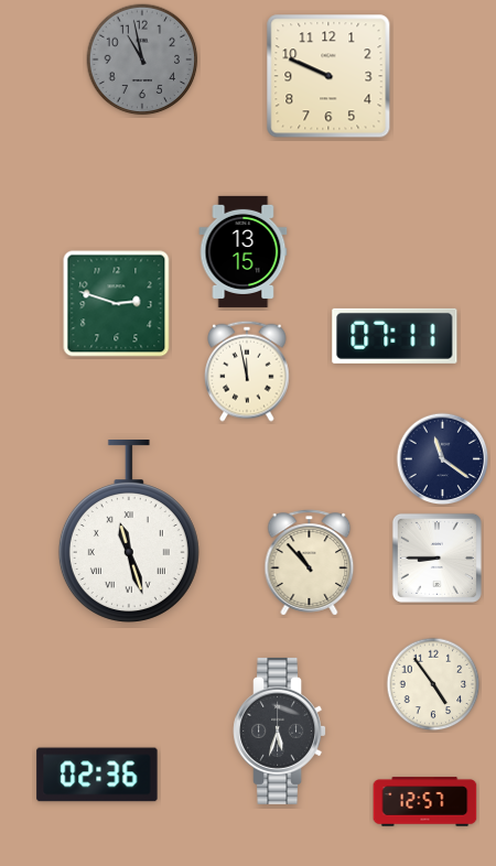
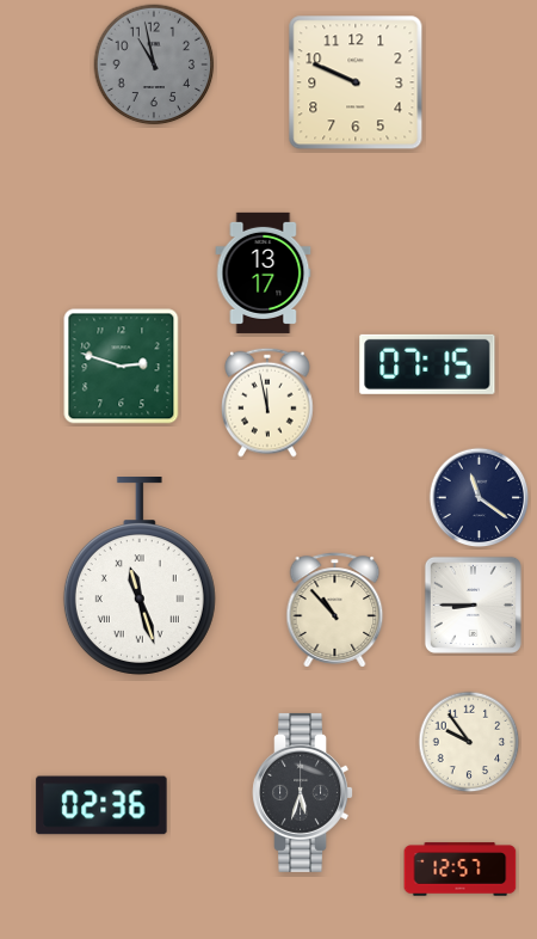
clock at (244, 251): 13:15 -> 13:17
clock at (117, 304) position: (117, 304) -> (122, 367)
clock at (395, 336): 07:11 -> 07:15
clock at (433, 684): 4:54 -> 9:54
clock at (97, 775) position: (97, 775) -> (101, 805)
